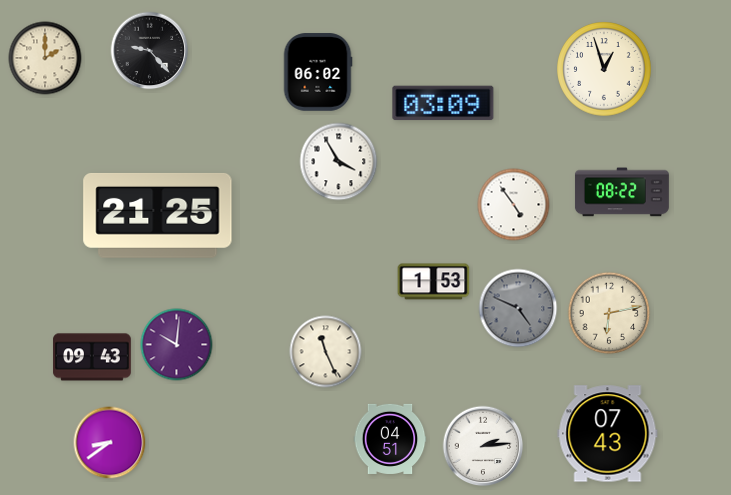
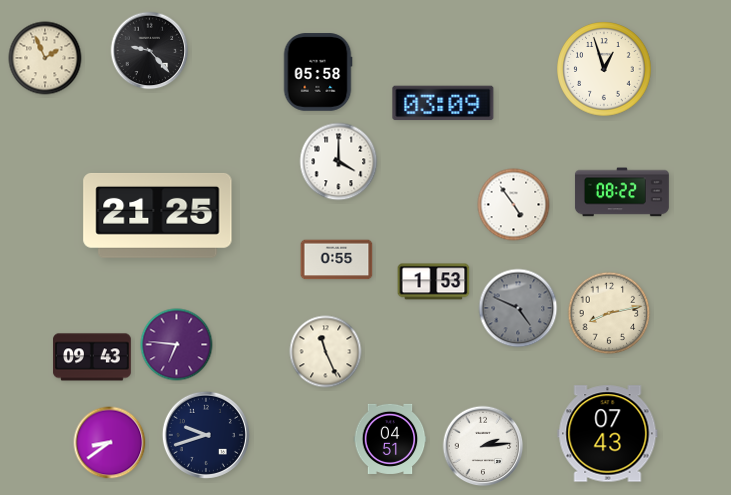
clock at (45, 58): 2:00 -> 1:56
clock at (318, 72): 06:02 -> 05:58
clock at (339, 162): 3:55 -> 4:00
clock at (337, 260): none -> 0:55
clock at (609, 313): 6:13 -> 8:13
clock at (177, 345): 10:01 -> 6:46
clock at (206, 435): none -> 9:42
